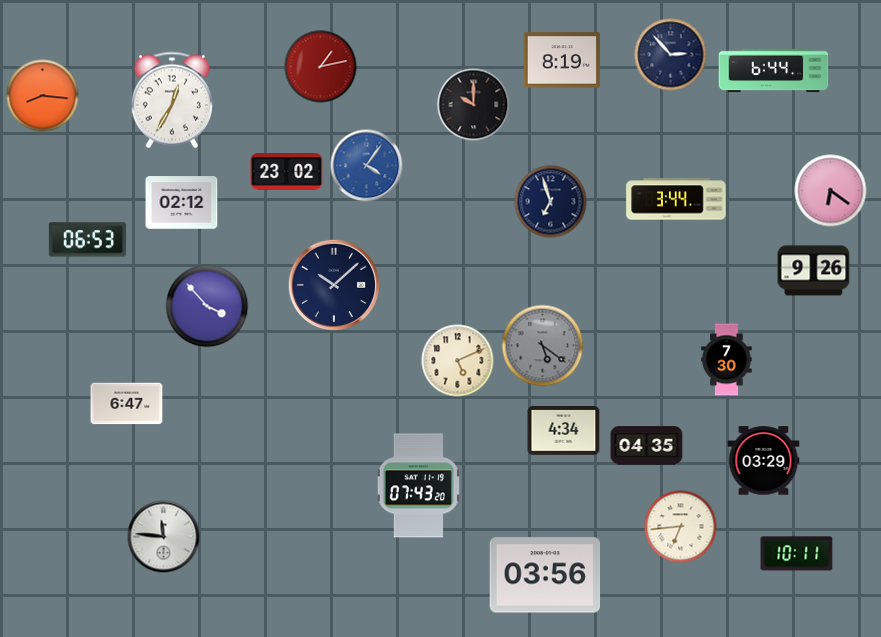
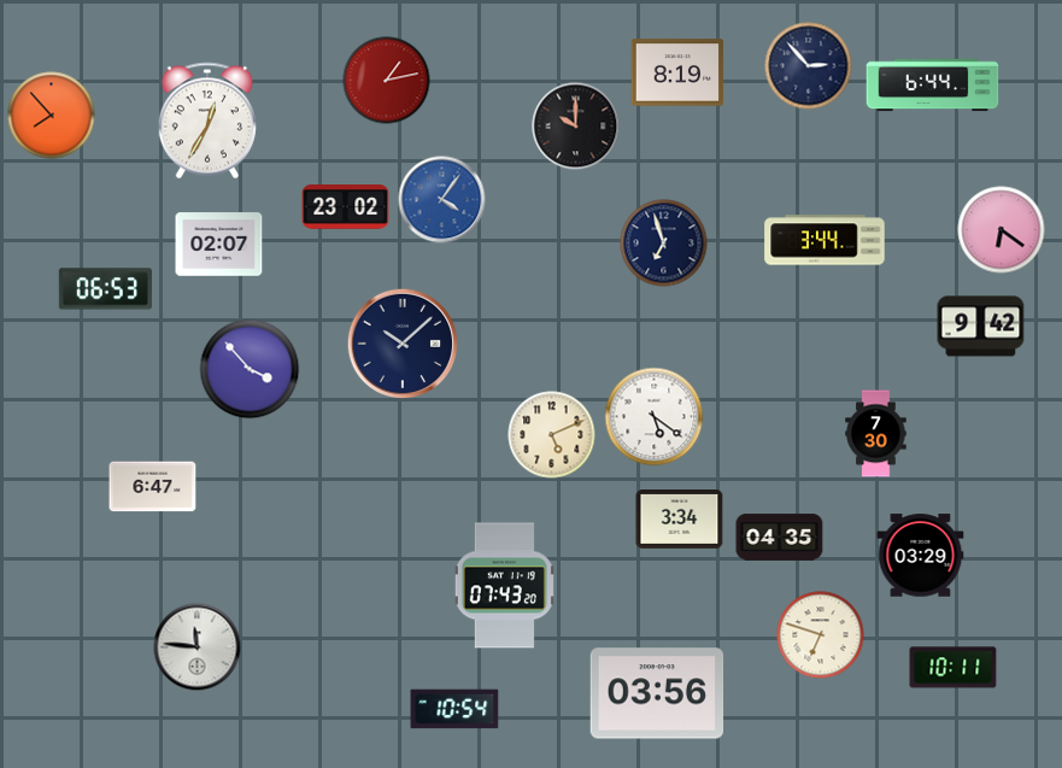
clock at (43, 96): 8:16 -> 7:53
clock at (474, 105) position: (474, 105) -> (576, 127)
clock at (676, 199) position: (676, 199) -> (825, 240)
clock at (182, 203): 02:12 -> 02:07
clock at (814, 271): 9:26 -> 9:42
clock at (543, 346) dial: grey -> white
clock at (564, 431): 4:34 -> 3:34
clock at (681, 527): 6:44 -> 6:48
clock at (797, 554) position: (797, 554) -> (954, 668)
clock at (454, 709): none -> 10:54
